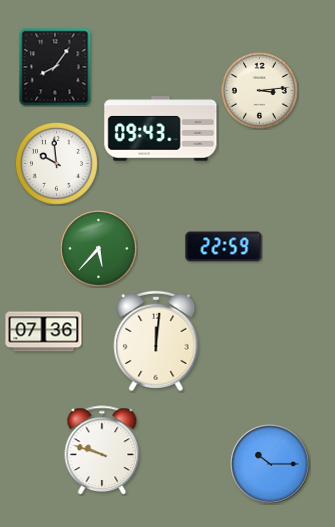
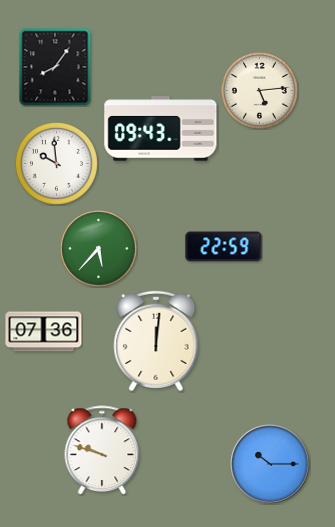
clock at (260, 91): 3:14 -> 5:14
